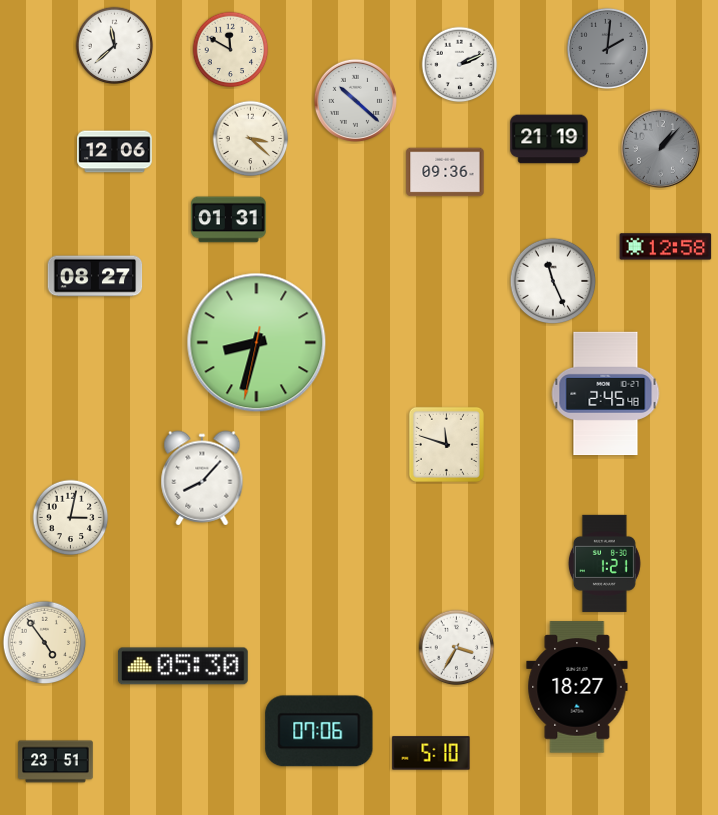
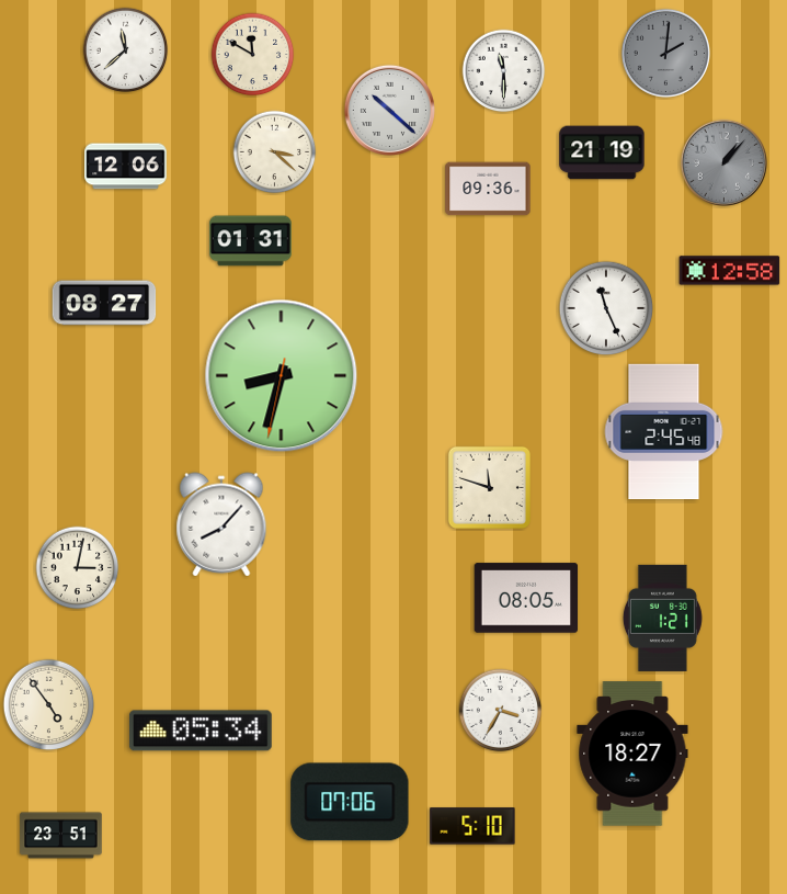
clock at (460, 65): 2:11 -> 11:30
clock at (526, 598): none -> 08:05
clock at (183, 666): 05:30 -> 05:34
